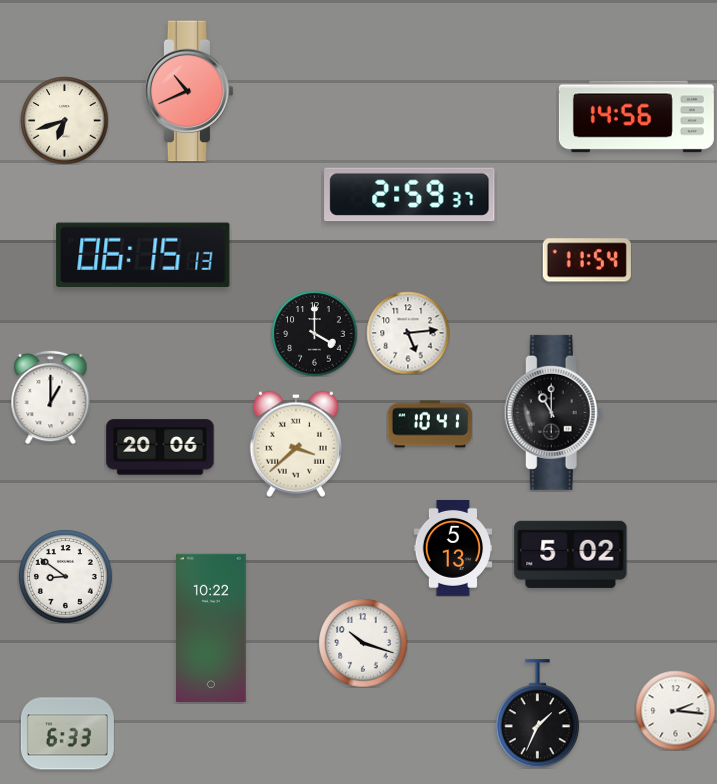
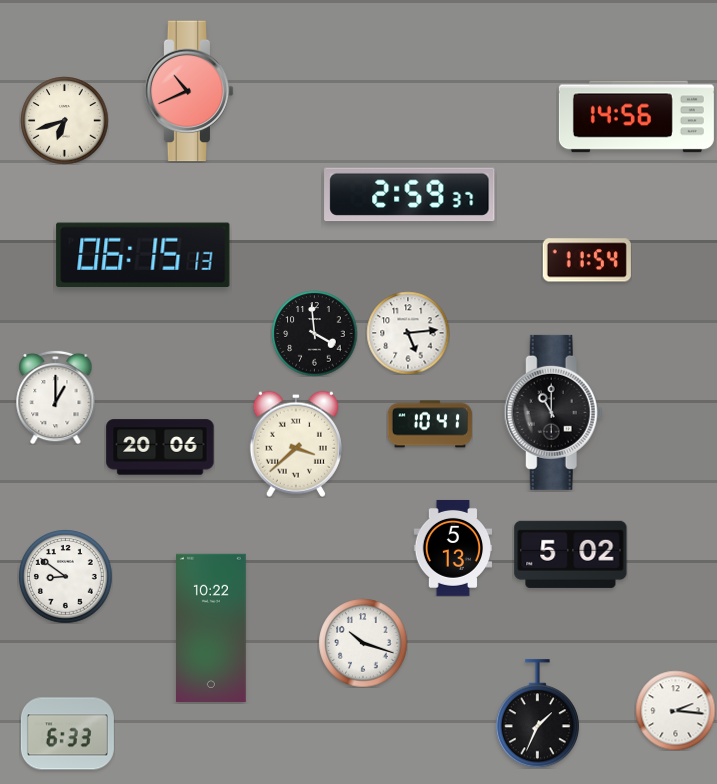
clock at (314, 333): 4:00 -> 3:59
clock at (51, 397) position: (51, 397) -> (56, 397)
